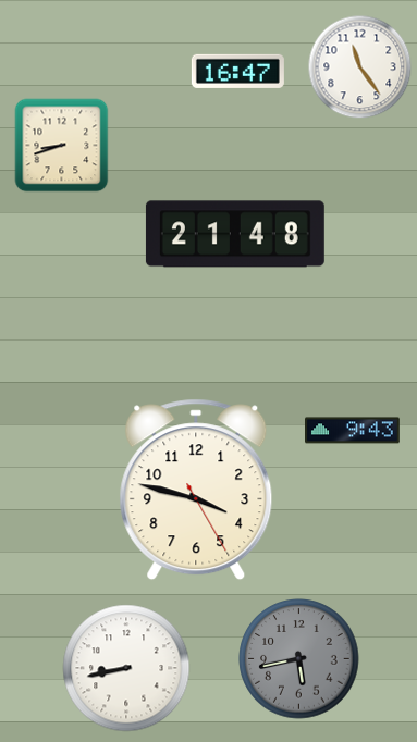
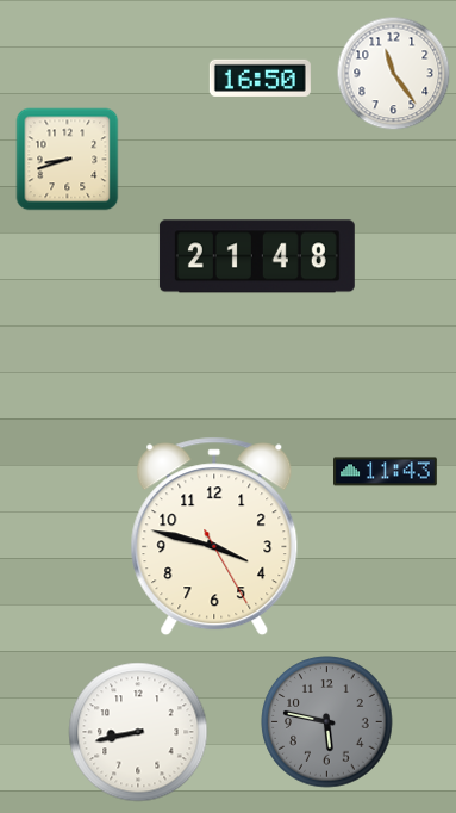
clock at (237, 71): 16:47 -> 16:50
clock at (353, 431): 9:43 -> 11:43
clock at (299, 659): 5:43 -> 5:47
